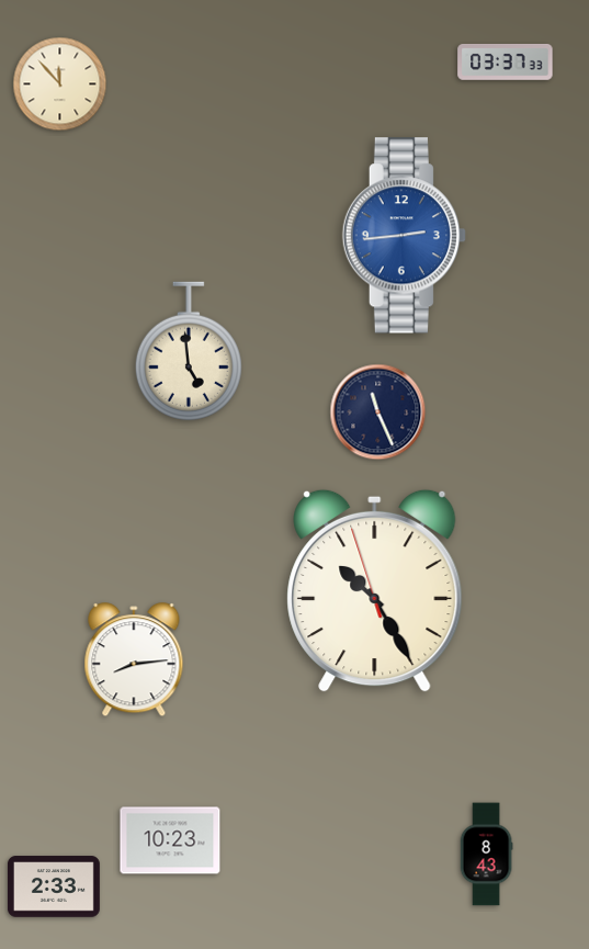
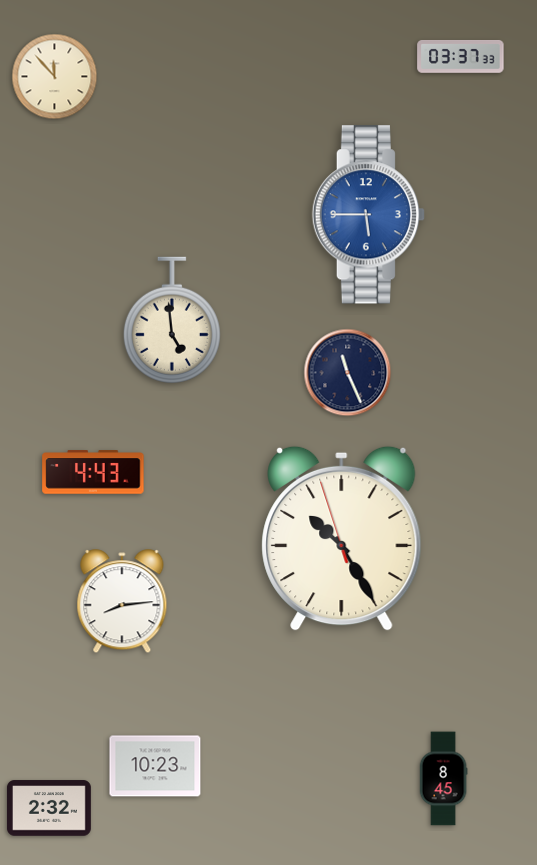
clock at (404, 236): 2:44 -> 5:45
clock at (378, 413) position: (378, 413) -> (348, 373)
clock at (93, 472): none -> 4:43
clock at (486, 855): 8:43 -> 8:45
clock at (54, 886): 2:33 -> 2:32
